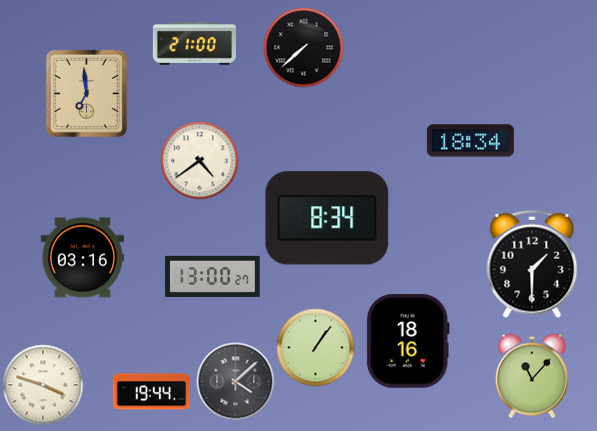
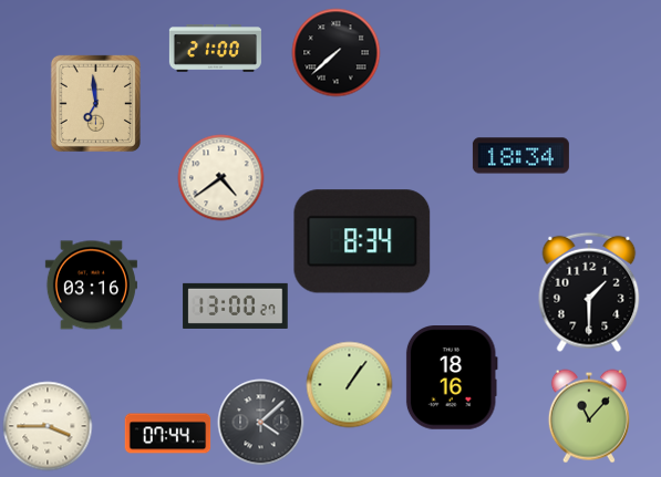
clock at (43, 385): 3:48 -> 3:45
clock at (151, 392): 19:44 -> 07:44
